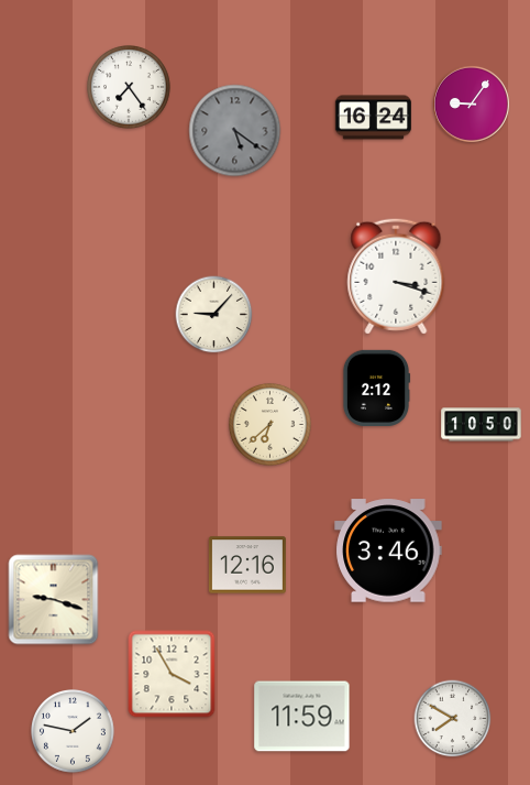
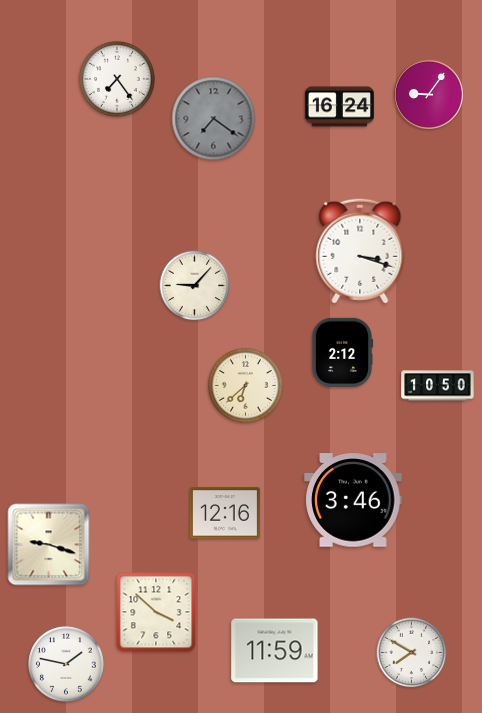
clock at (235, 131): 5:21 -> 7:21
clock at (172, 674): 3:55 -> 3:52
